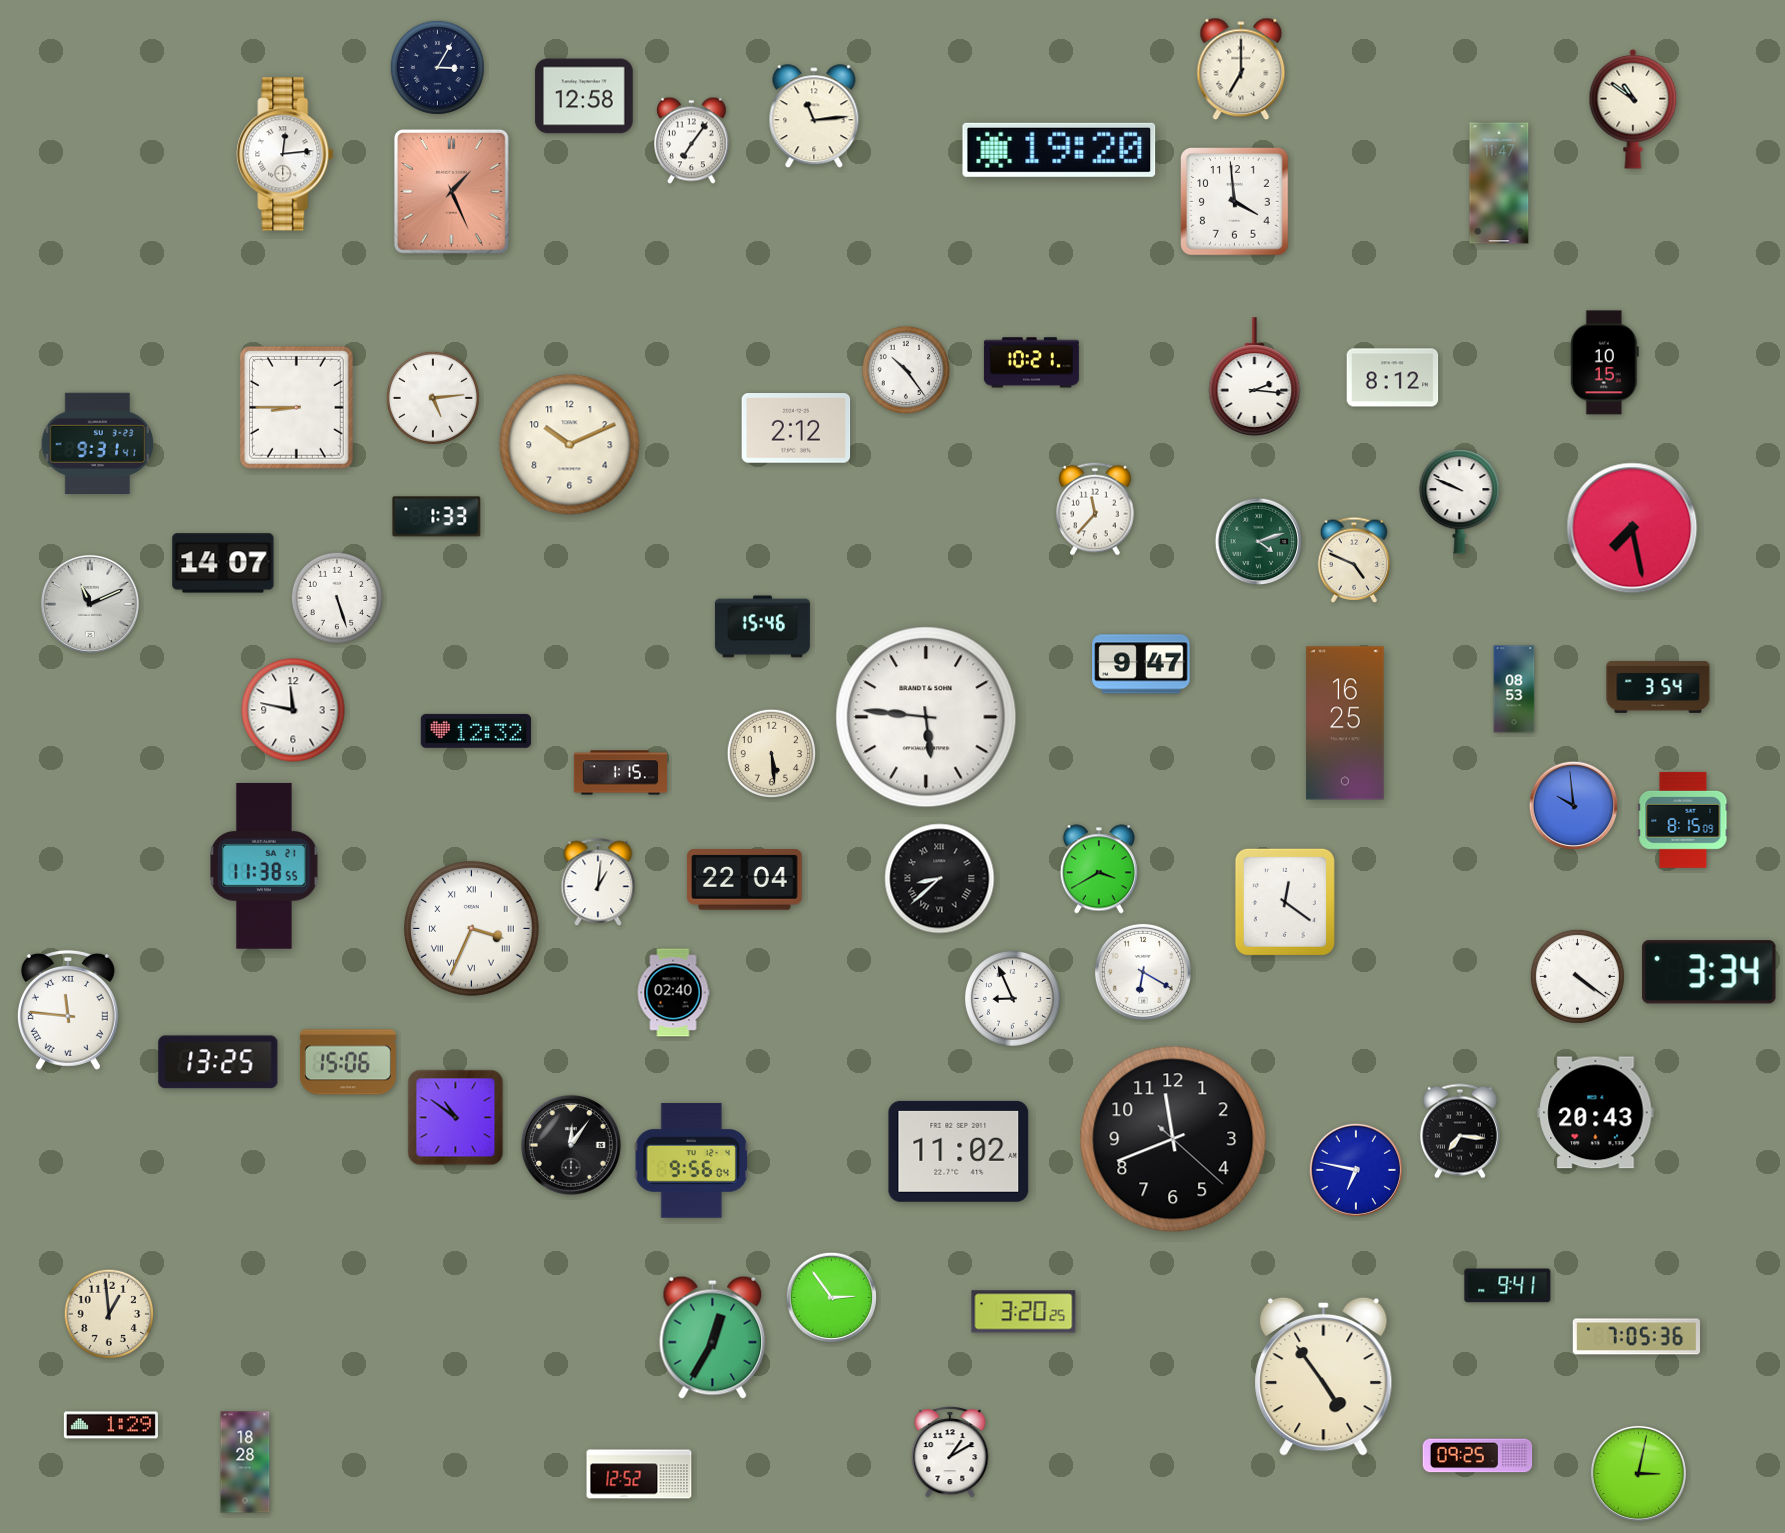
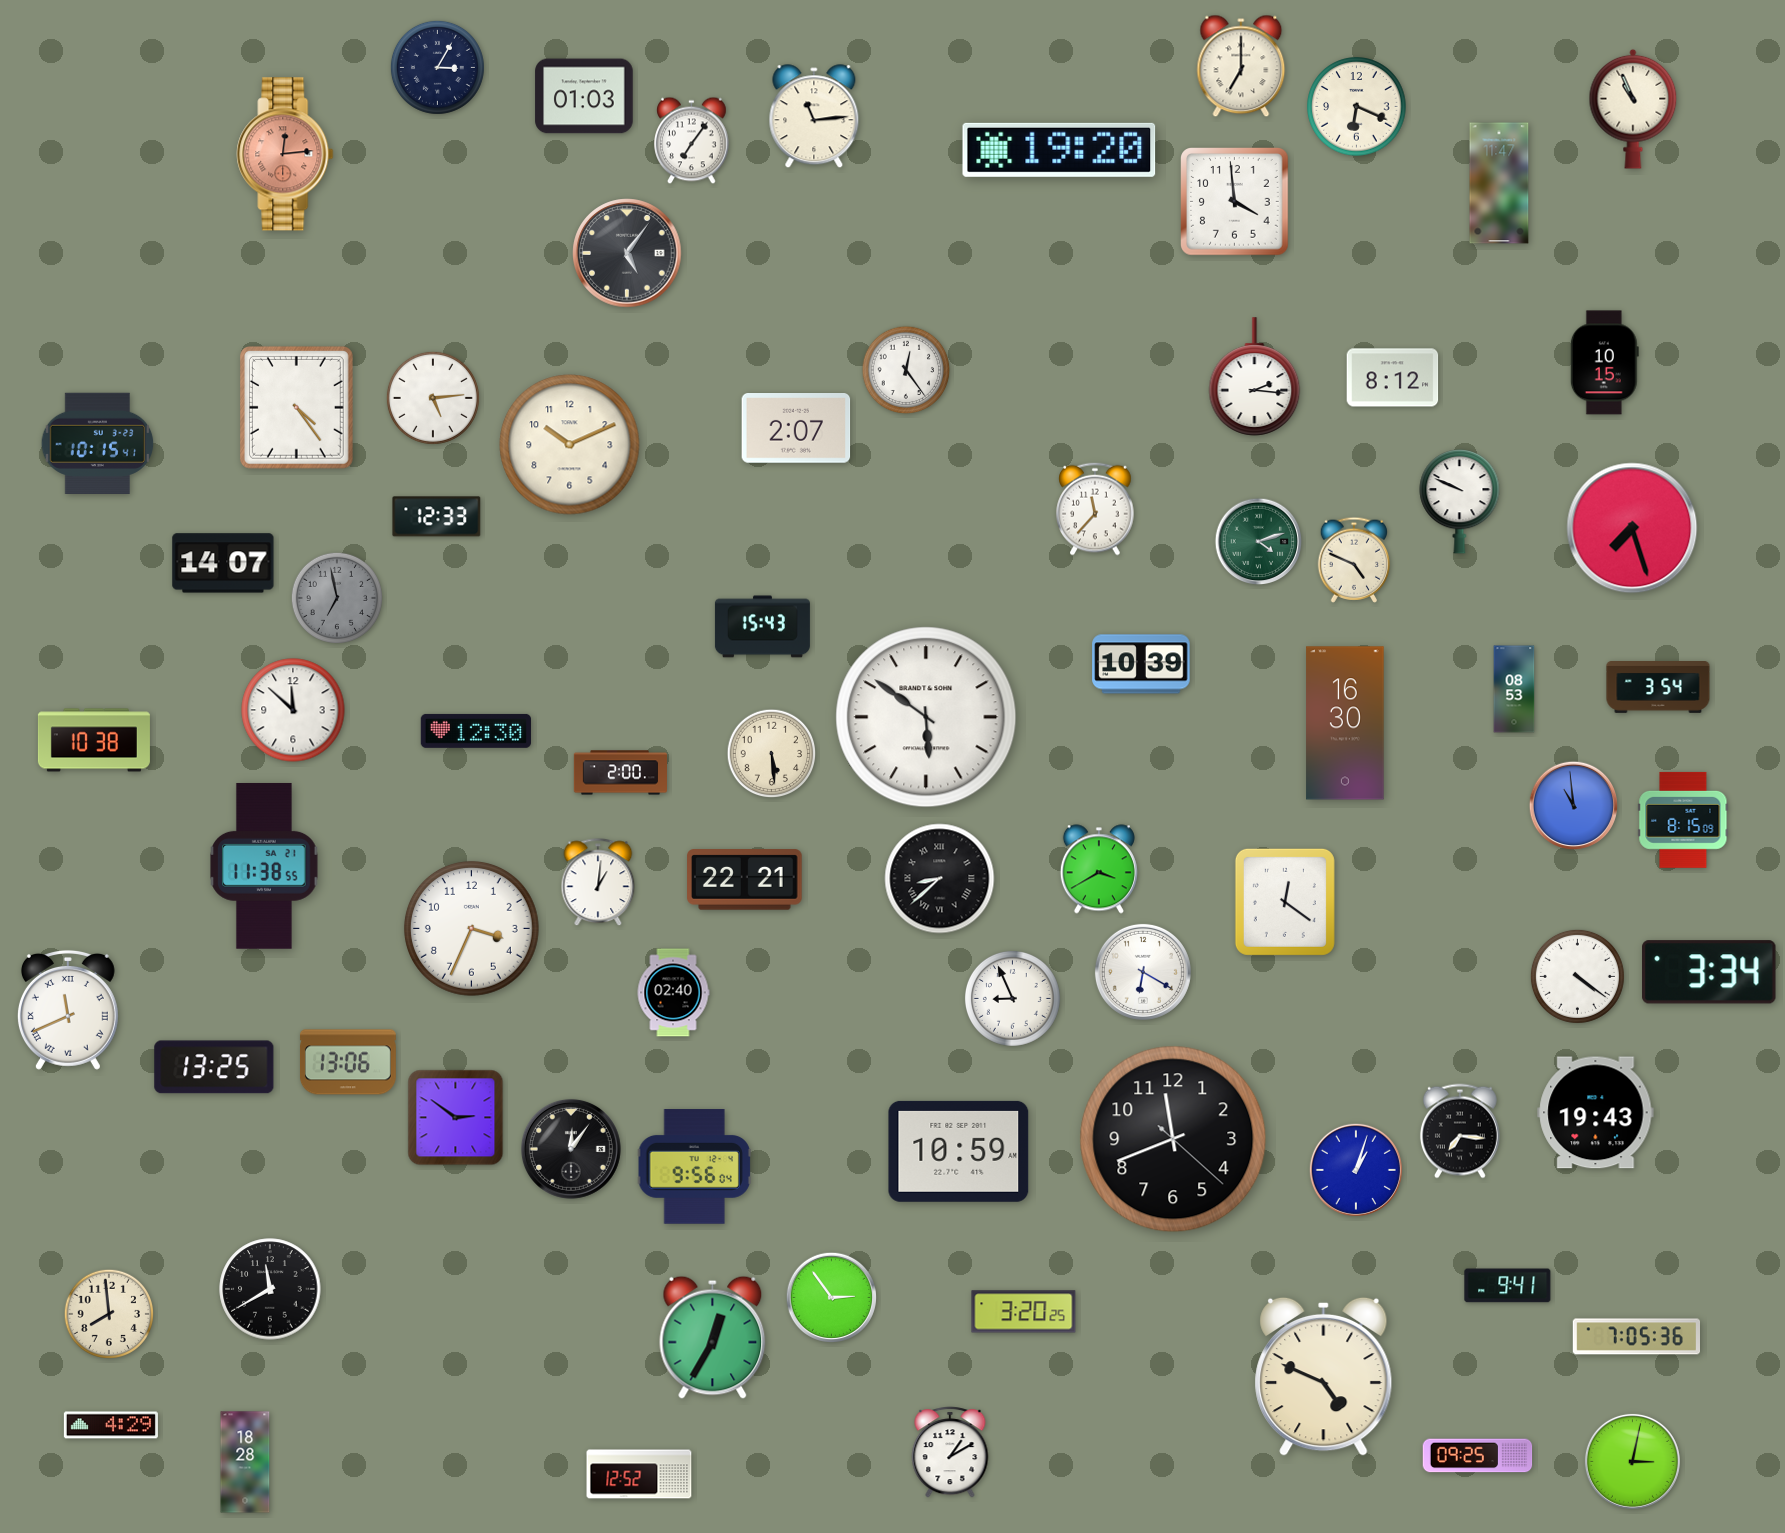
clock at (1241, 69) position: (1241, 69) -> (1241, 66)
clock at (584, 96): 12:58 -> 01:03
clock at (1357, 107): none -> 6:19
clock at (1633, 109): 10:51 -> 10:56
clock at (285, 154) dial: white -> salmon
clock at (451, 191): 1:26 -> none
clock at (627, 253): none -> 5:06
clock at (1031, 363): 10:21 -> none
clock at (906, 370): 10:24 -> 12:24
clock at (296, 408): 8:45 -> 4:24
clock at (796, 429): 2:12 -> 2:07
clock at (98, 443): 9:31 -> 10:15
clock at (437, 517): 1:33 -> 12:33
clock at (1632, 528): 7:28 -> 7:27
clock at (337, 598): 5:27 -> 6:58
clock at (337, 598) dial: white -> grey
clock at (90, 604): 11:11 -> none
clock at (762, 627): 15:46 -> 15:43
clock at (1141, 664): 9:47 -> 10:39
clock at (293, 710): 11:47 -> 11:52
clock at (926, 717): 5:46 -> 5:51
clock at (1345, 723): 16:25 -> 16:30
clock at (476, 731): 12:32 -> 12:30
clock at (94, 740): none -> 10:38
clock at (620, 773): 1:15 -> 2:00
clock at (1574, 806): 9:59 -> 10:59
clock at (745, 880): 22:04 -> 22:21
clock at (471, 928) numerals: Roman -> Arabic
clock at (68, 1010): 11:46 -> 11:41
clock at (218, 1062) position: (218, 1062) -> (214, 1067)
clock at (348, 1062): 15:06 -> 13:06
clock at (1596, 1113): 20:43 -> 19:43
clock at (456, 1118): 10:51 -> 2:51
clock at (571, 1145) position: (571, 1145) -> (571, 1149)
clock at (959, 1151): 11:02 -> 10:59
clock at (691, 1161) position: (691, 1161) -> (694, 1167)
clock at (1356, 1170): 6:47 -> 1:03
clock at (270, 1289): none -> 11:40
clock at (108, 1313): 12:59 -> 7:59
clock at (1324, 1376): 4:54 -> 4:49
clock at (111, 1425): 1:29 -> 4:29
clock at (1638, 1473) position: (1638, 1473) -> (1632, 1461)
